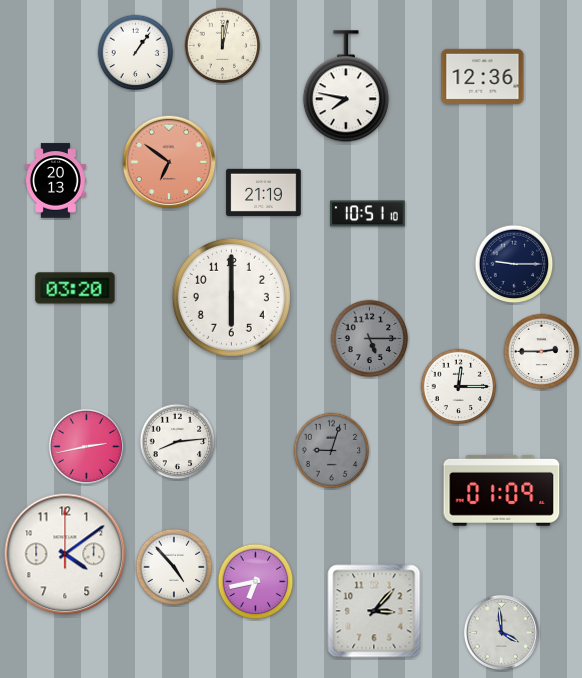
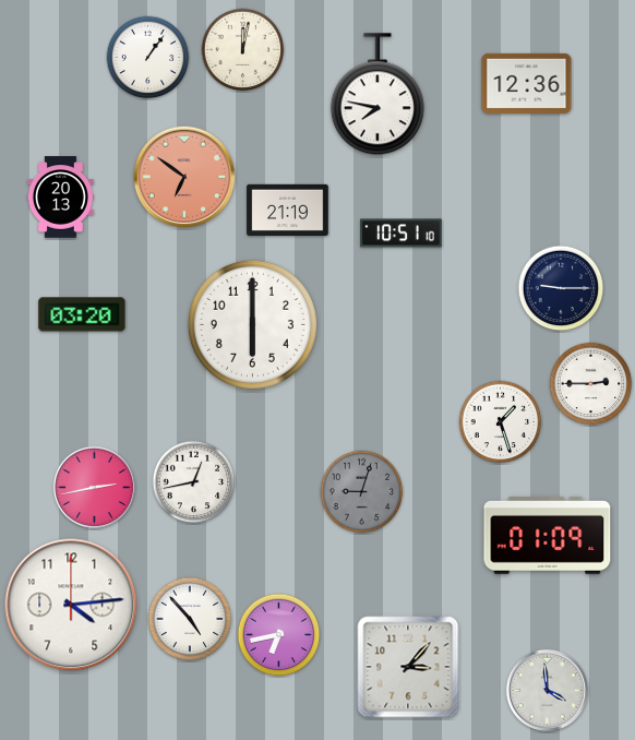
clock at (370, 339): 5:15 -> none
clock at (459, 387): 12:15 -> 1:27
clock at (178, 442): 8:14 -> 12:43
clock at (65, 554): 4:09 -> 4:14
